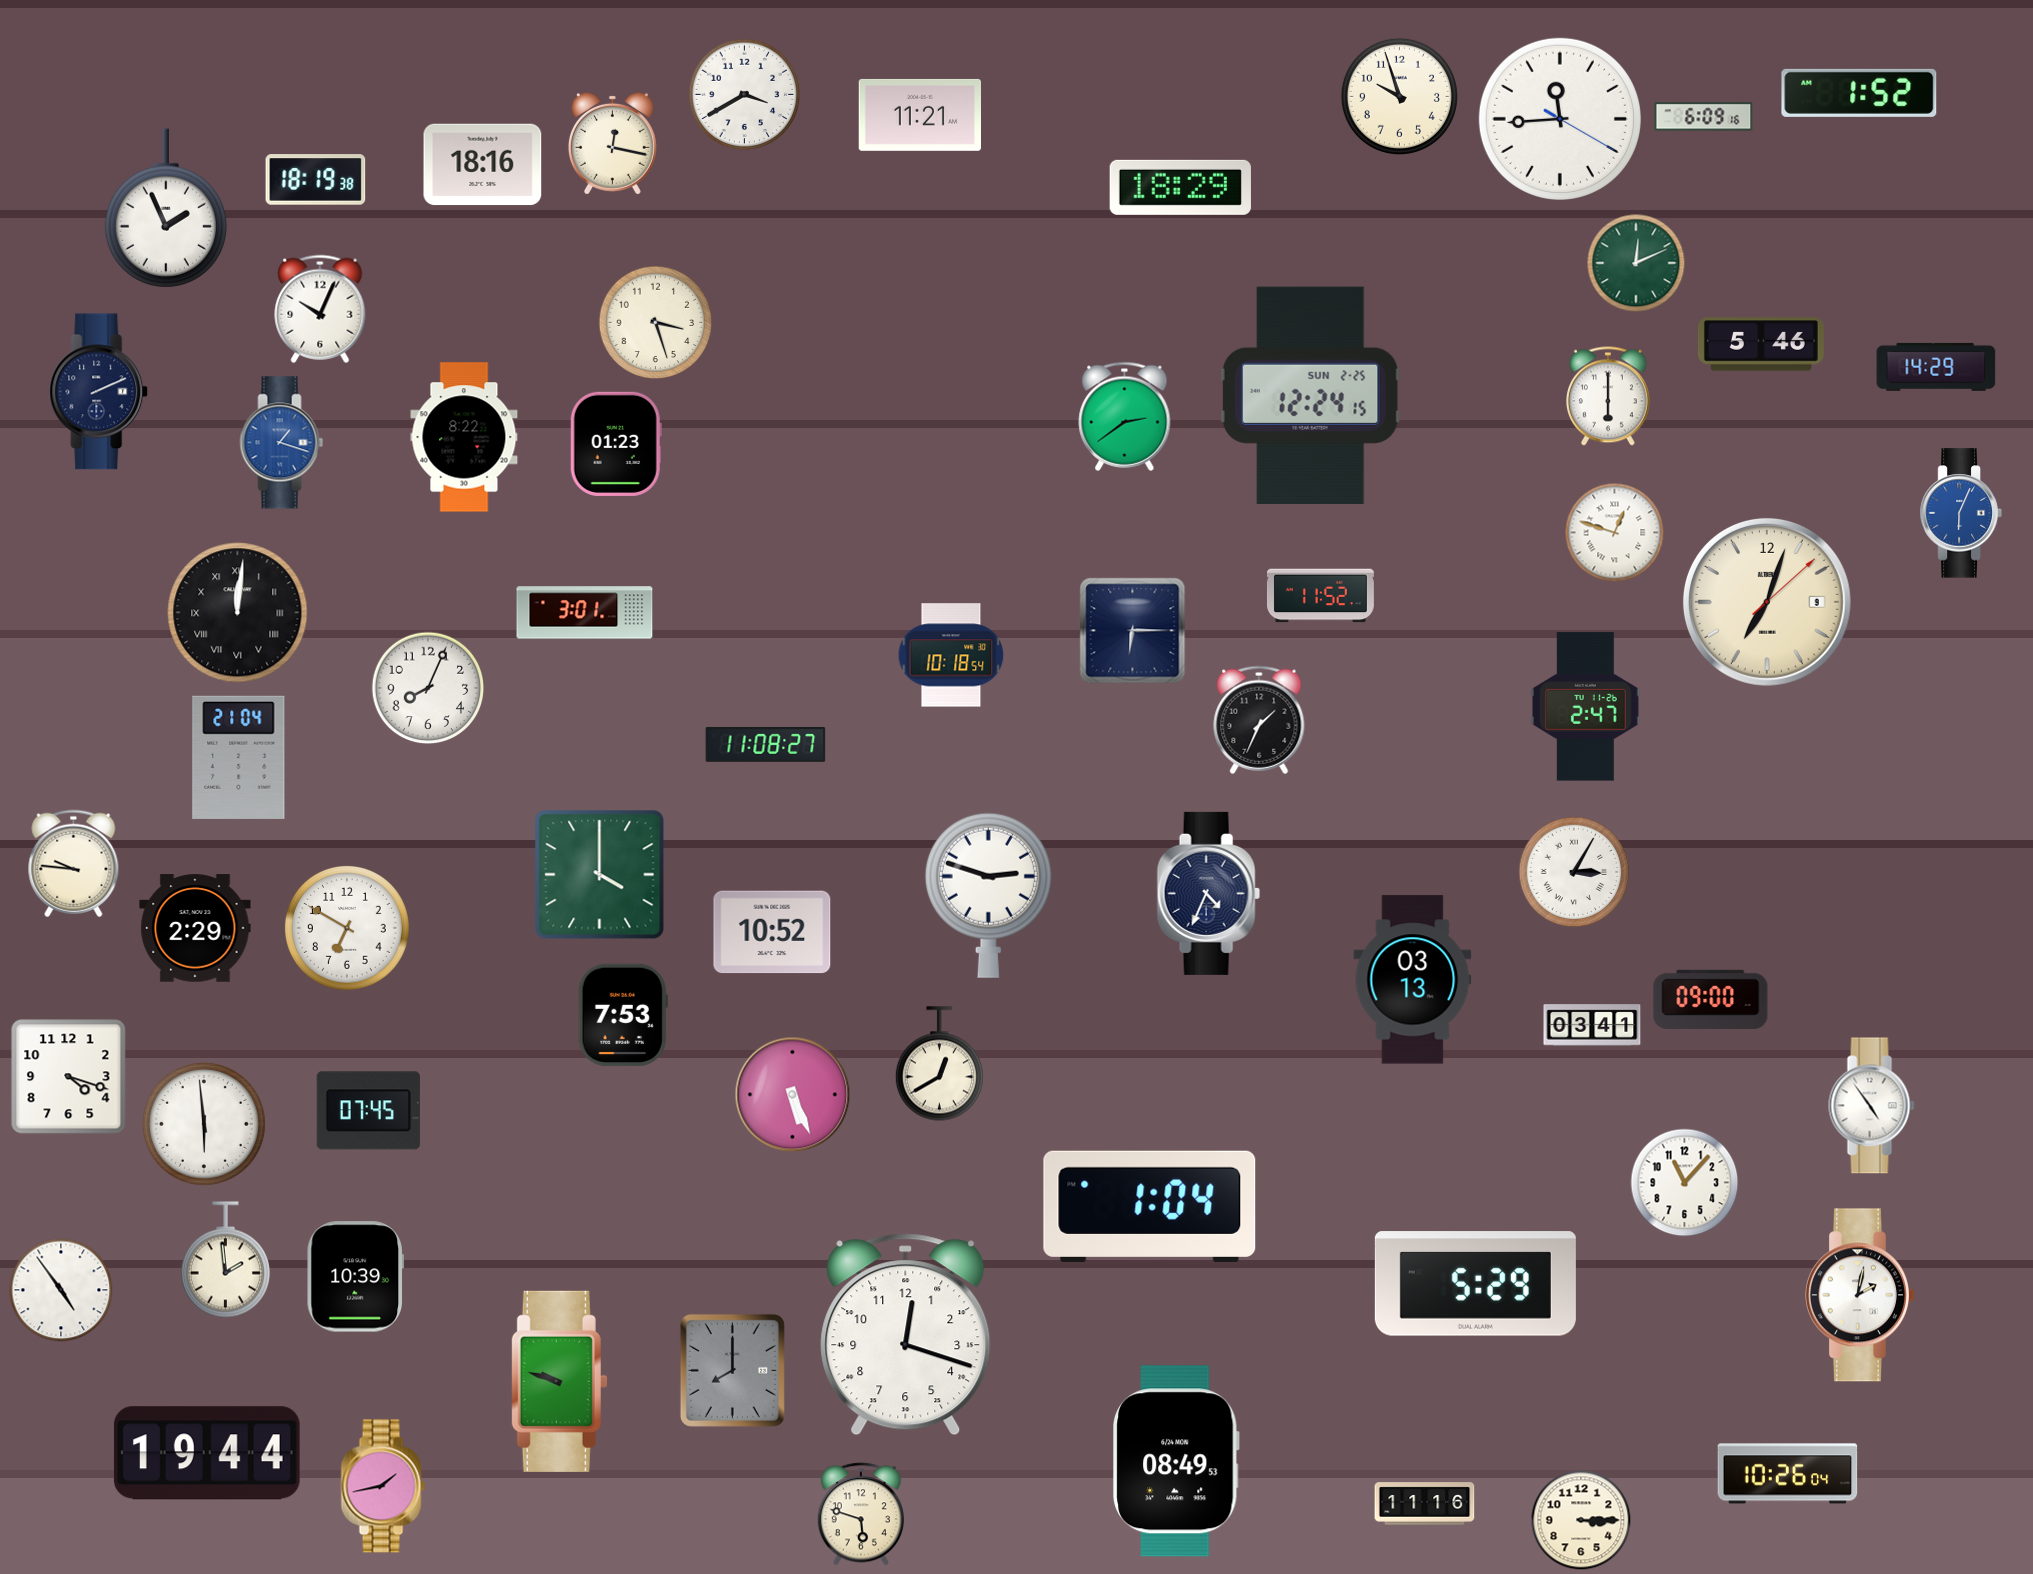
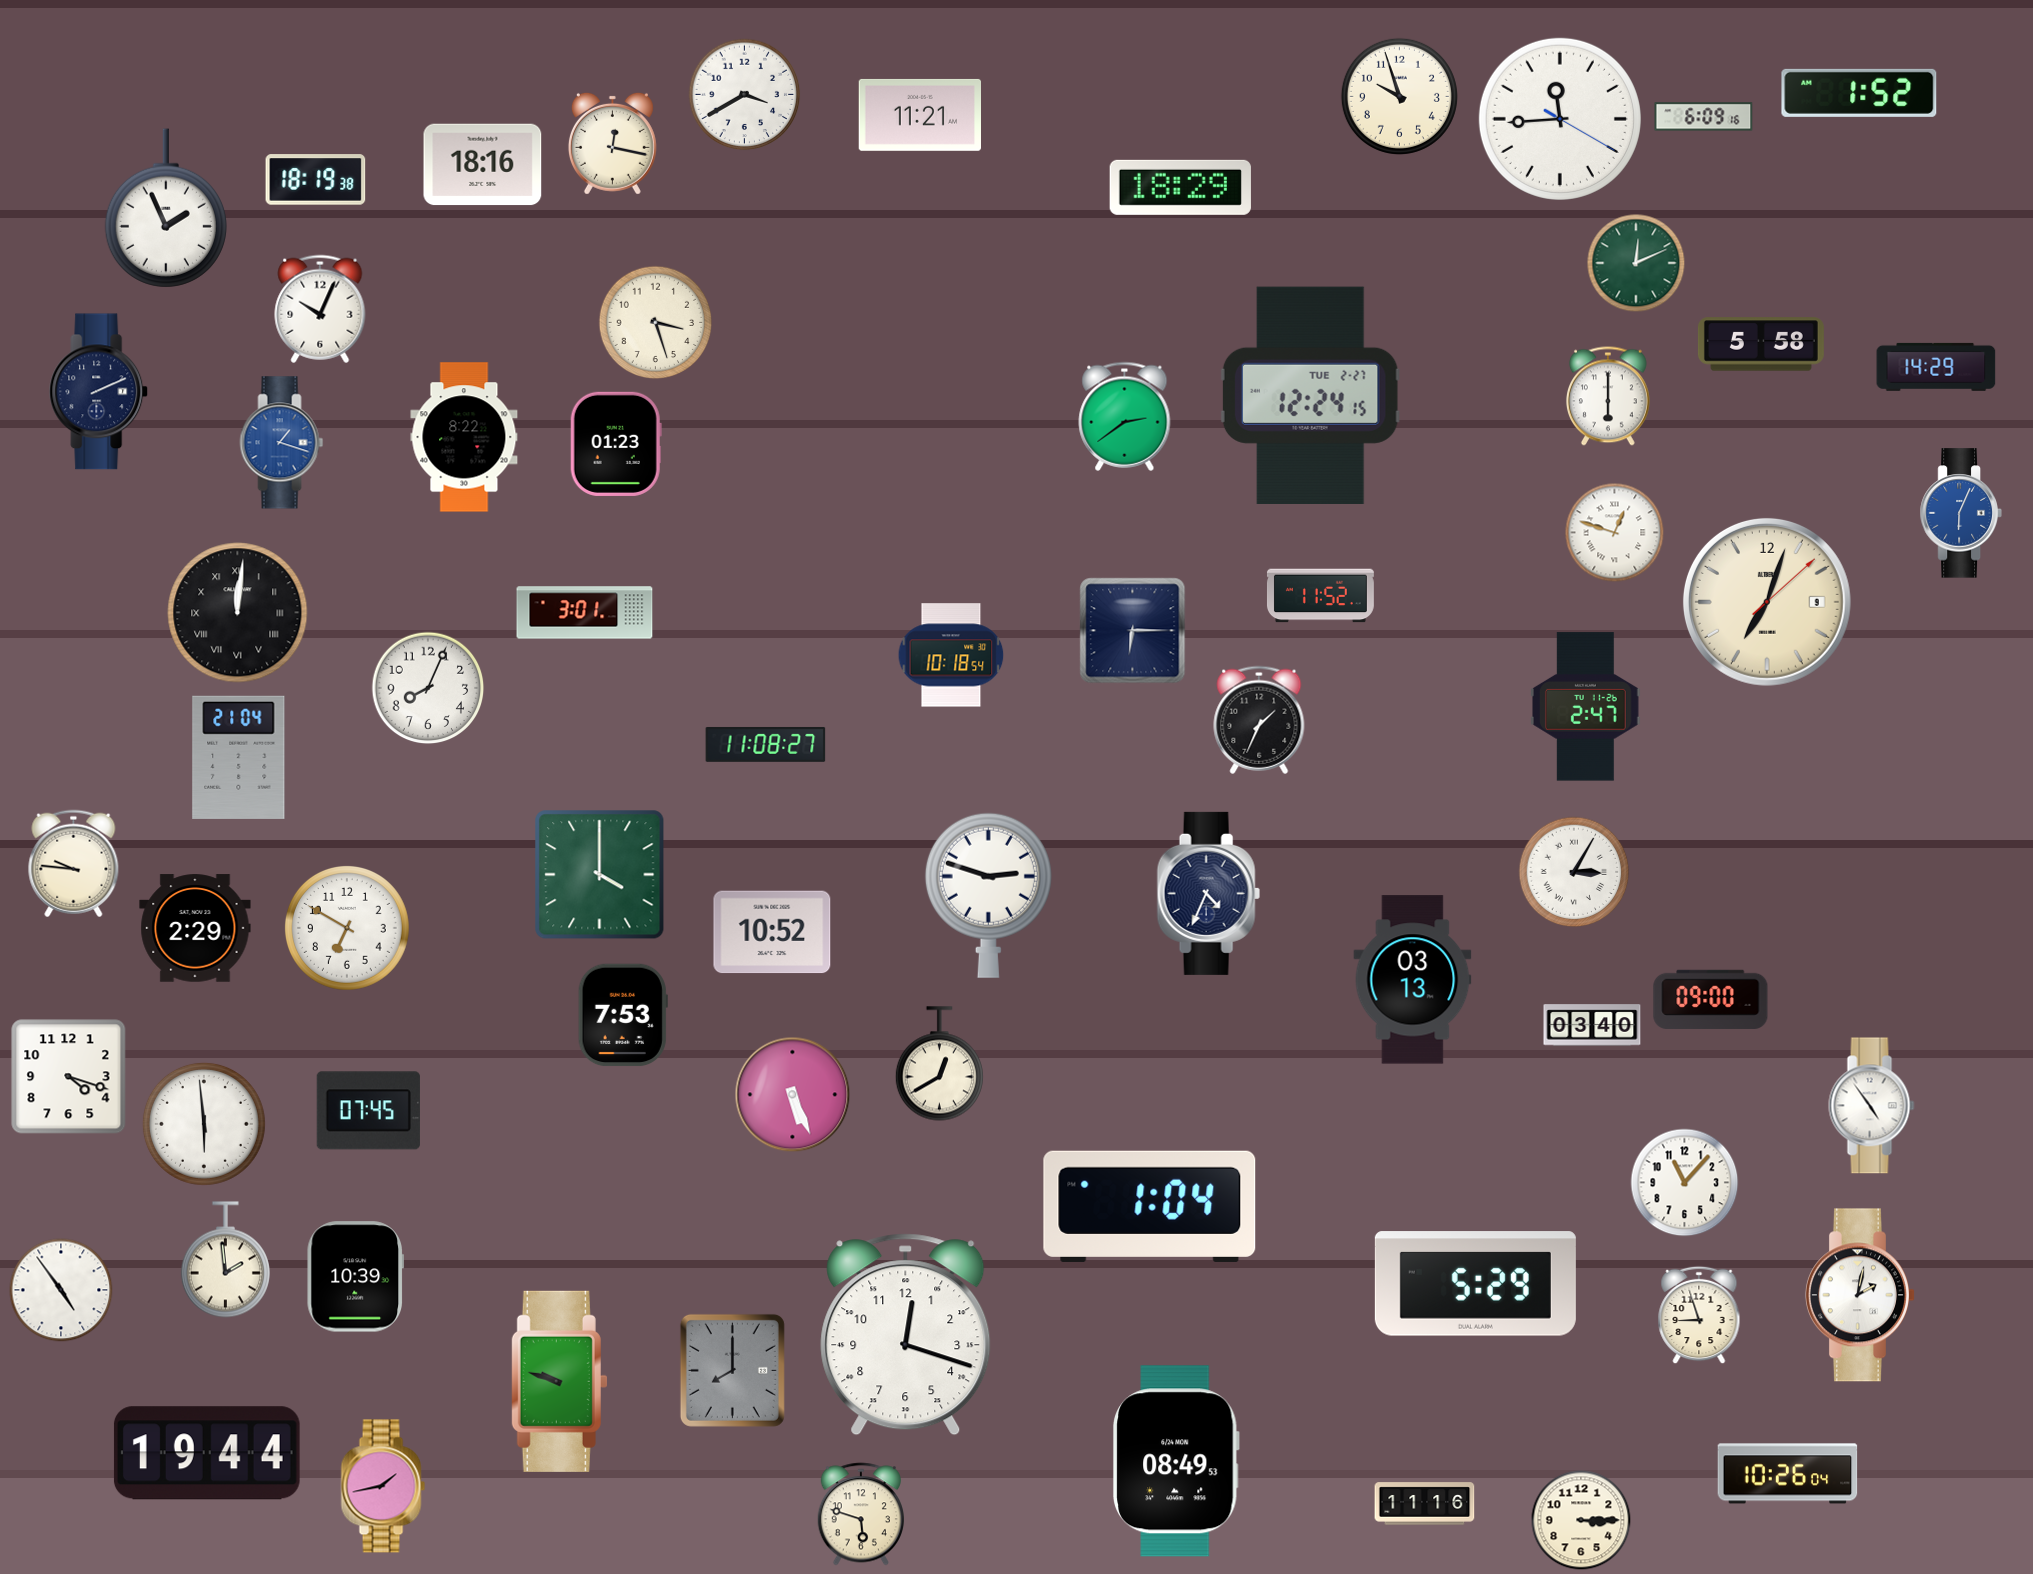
clock at (1761, 344): 5:46 -> 5:58
clock at (1310, 395) date: SUN 2-25 -> TUE 2-27
clock at (1592, 1025): 03:41 -> 03:40
clock at (1699, 1315): none -> 8:57
